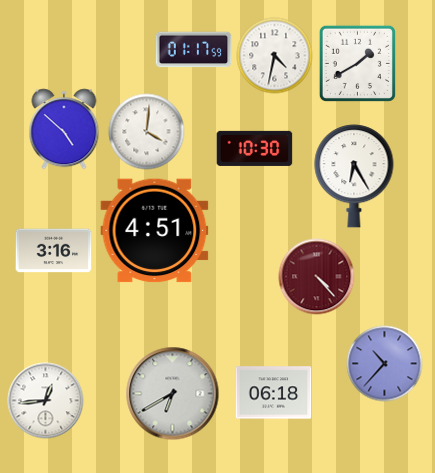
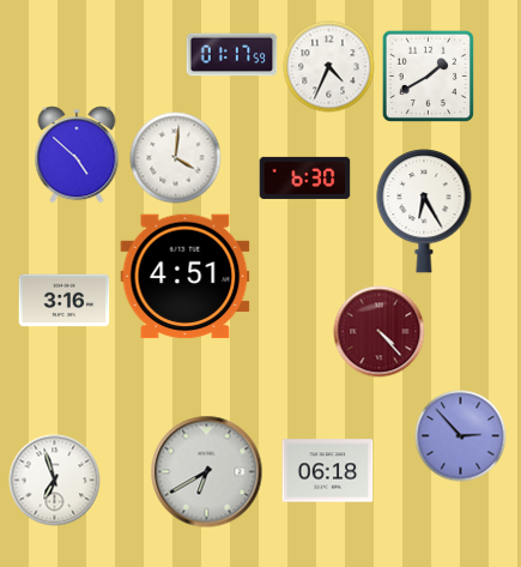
clock at (194, 50) position: (194, 50) -> (232, 55)
clock at (275, 56): 4:32 -> 4:34
clock at (255, 148): 10:30 -> 6:30
clock at (385, 364): 10:37 -> 2:53
clock at (46, 401): 12:44 -> 6:57
